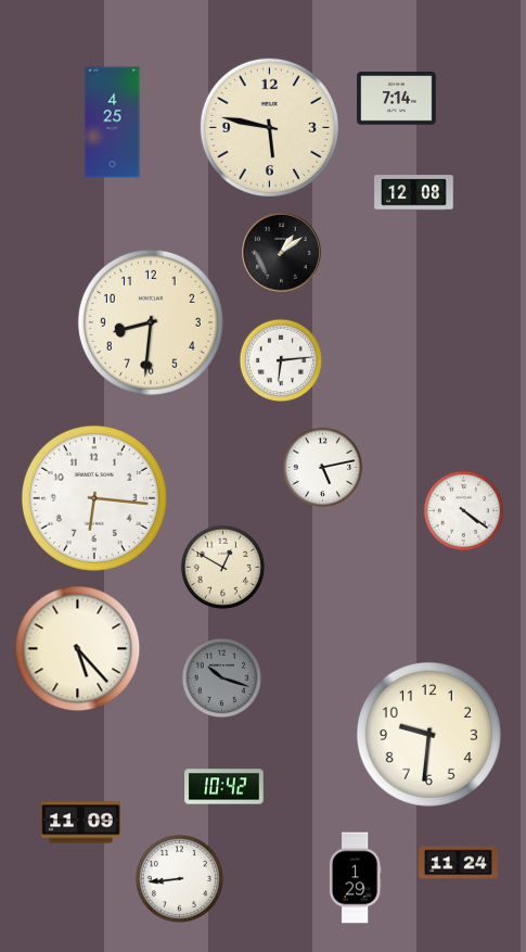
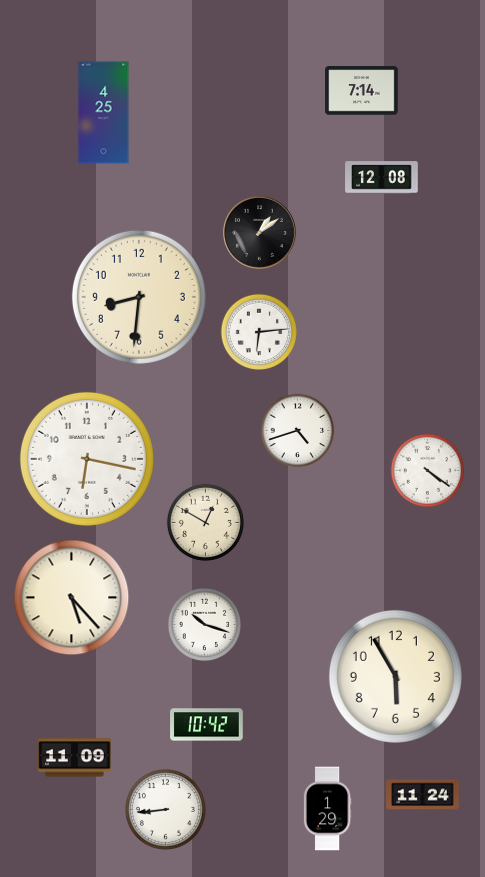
clock at (397, 99) position: (397, 99) -> (362, 91)
clock at (269, 127): 5:47 -> none
clock at (323, 468): 5:13 -> 4:42
clock at (94, 498): 6:16 -> 6:17
clock at (222, 678) dial: grey -> white
clock at (428, 734): 9:31 -> 5:55
